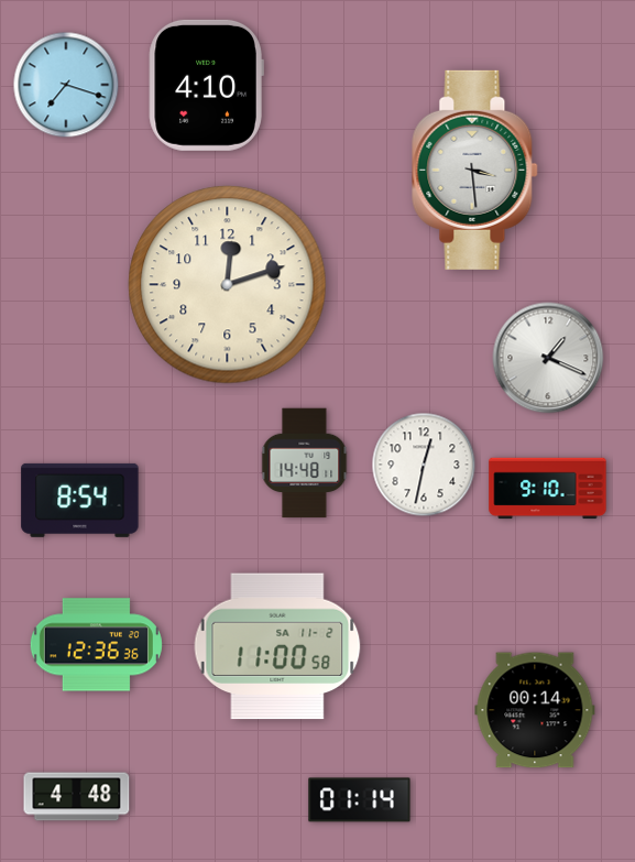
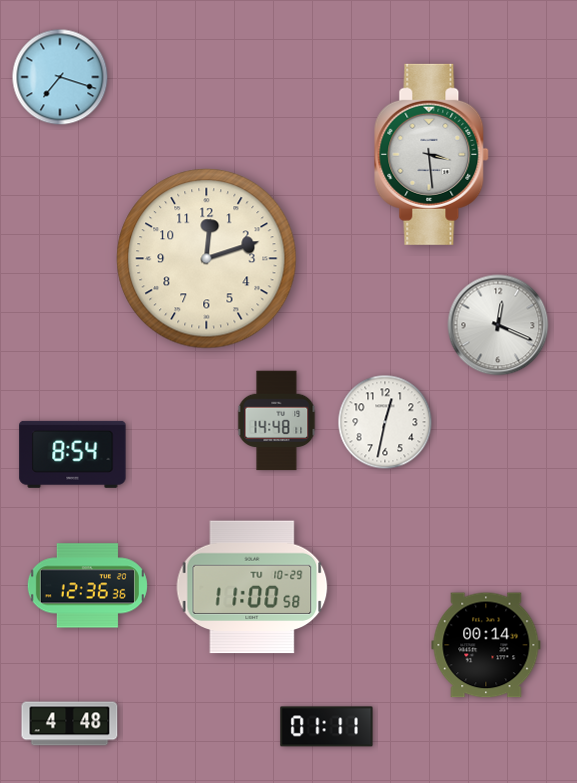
clock at (206, 85): 4:10 -> none
clock at (548, 358): 1:19 -> 12:19
clock at (548, 489): 9:10 -> none
clock at (277, 646) date: SA 11-2 -> TU 10-29
clock at (360, 800): 01:14 -> 01:11
